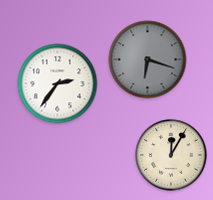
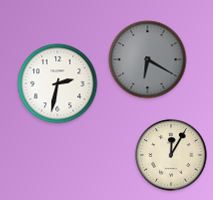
clock at (148, 60): 6:18 -> 6:20
clock at (58, 84): 2:36 -> 2:32
